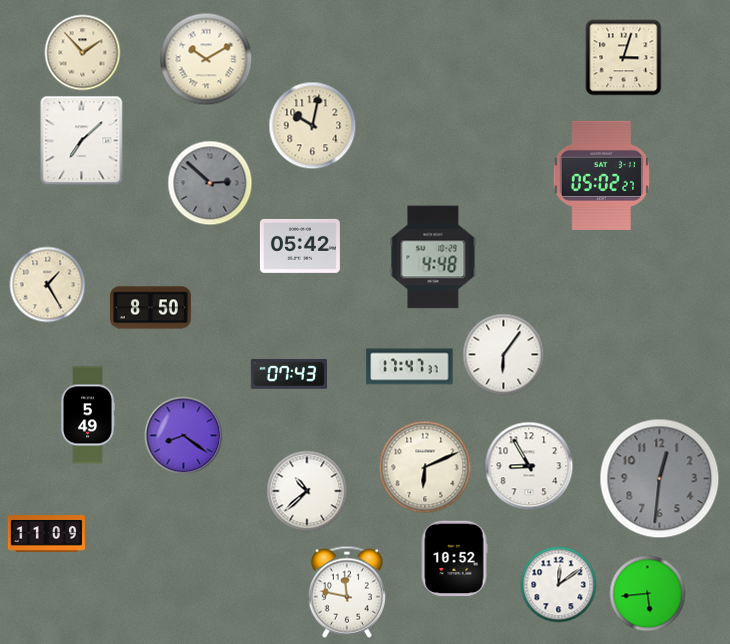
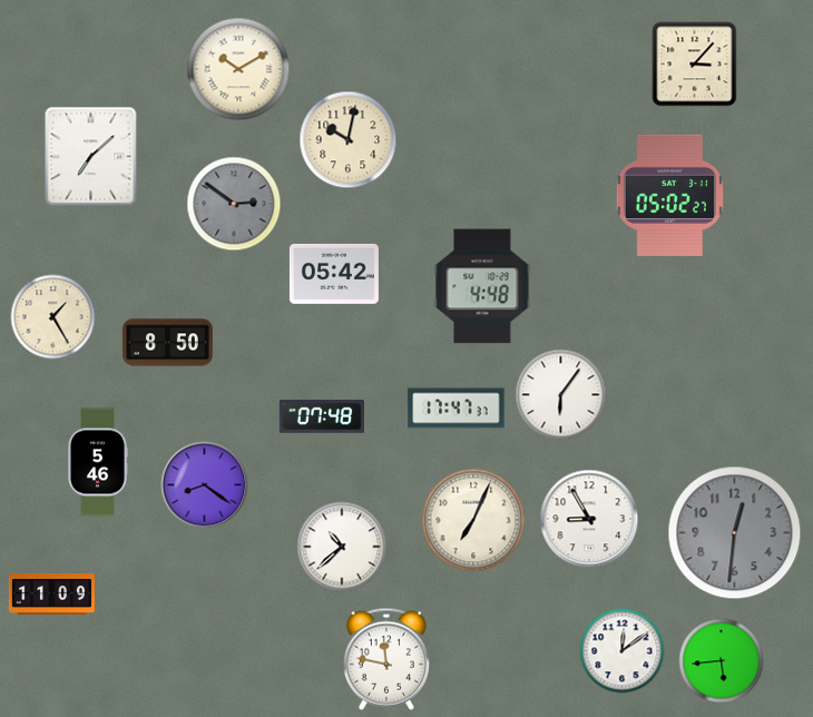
clock at (83, 53): 1:53 -> none
clock at (624, 58): 3:03 -> 3:07
clock at (206, 59) position: (206, 59) -> (238, 69)
clock at (210, 183): 2:52 -> 2:51
clock at (288, 374): 07:43 -> 07:48
clock at (87, 415): 5:49 -> 5:46
clock at (425, 467): 6:11 -> 7:04
clock at (454, 559): 10:52 -> none
